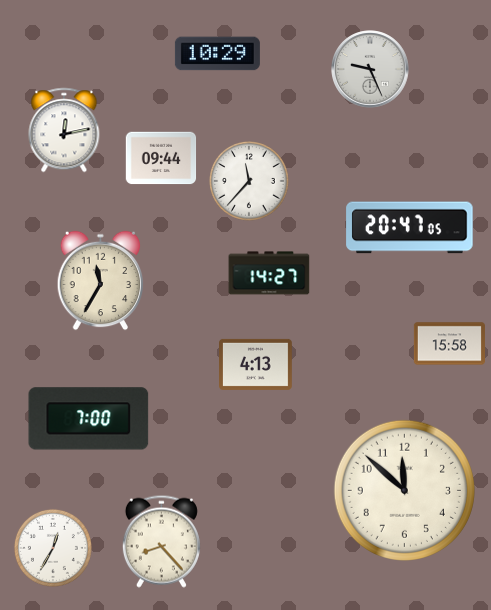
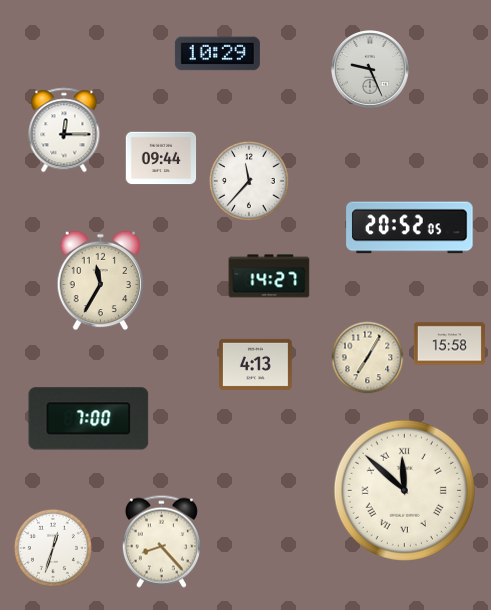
clock at (64, 130): 12:13 -> 12:15
clock at (410, 228): 20:47 -> 20:52
clock at (269, 273) position: (269, 273) -> (269, 276)
clock at (368, 358): none -> 7:05
clock at (404, 490) numerals: Arabic -> Roman
clock at (53, 548): 12:35 -> 12:33
